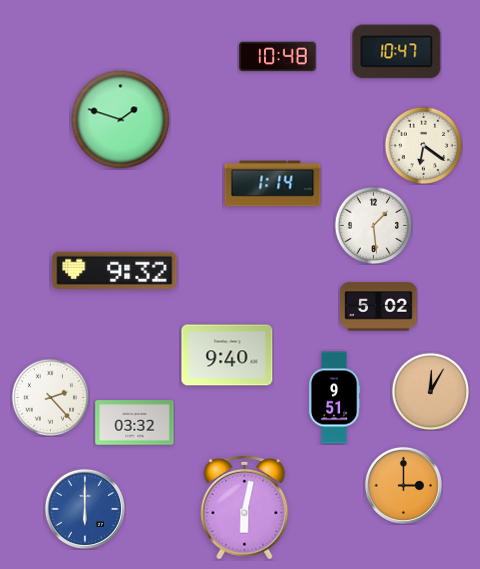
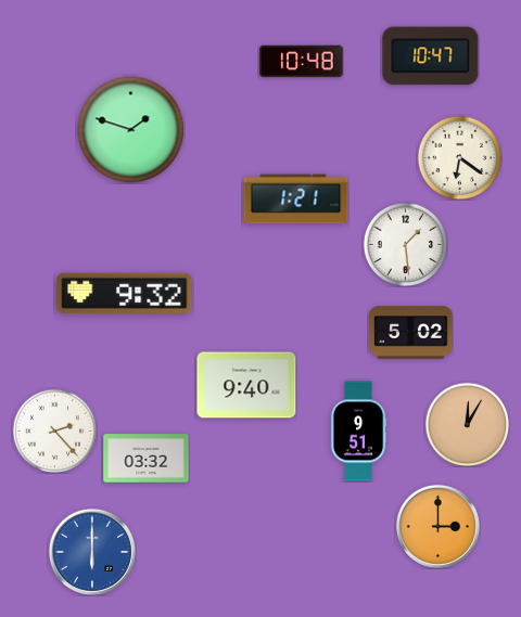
clock at (273, 184): 1:14 -> 1:21
clock at (334, 398) position: (334, 398) -> (358, 432)
clock at (245, 507): 6:02 -> none
